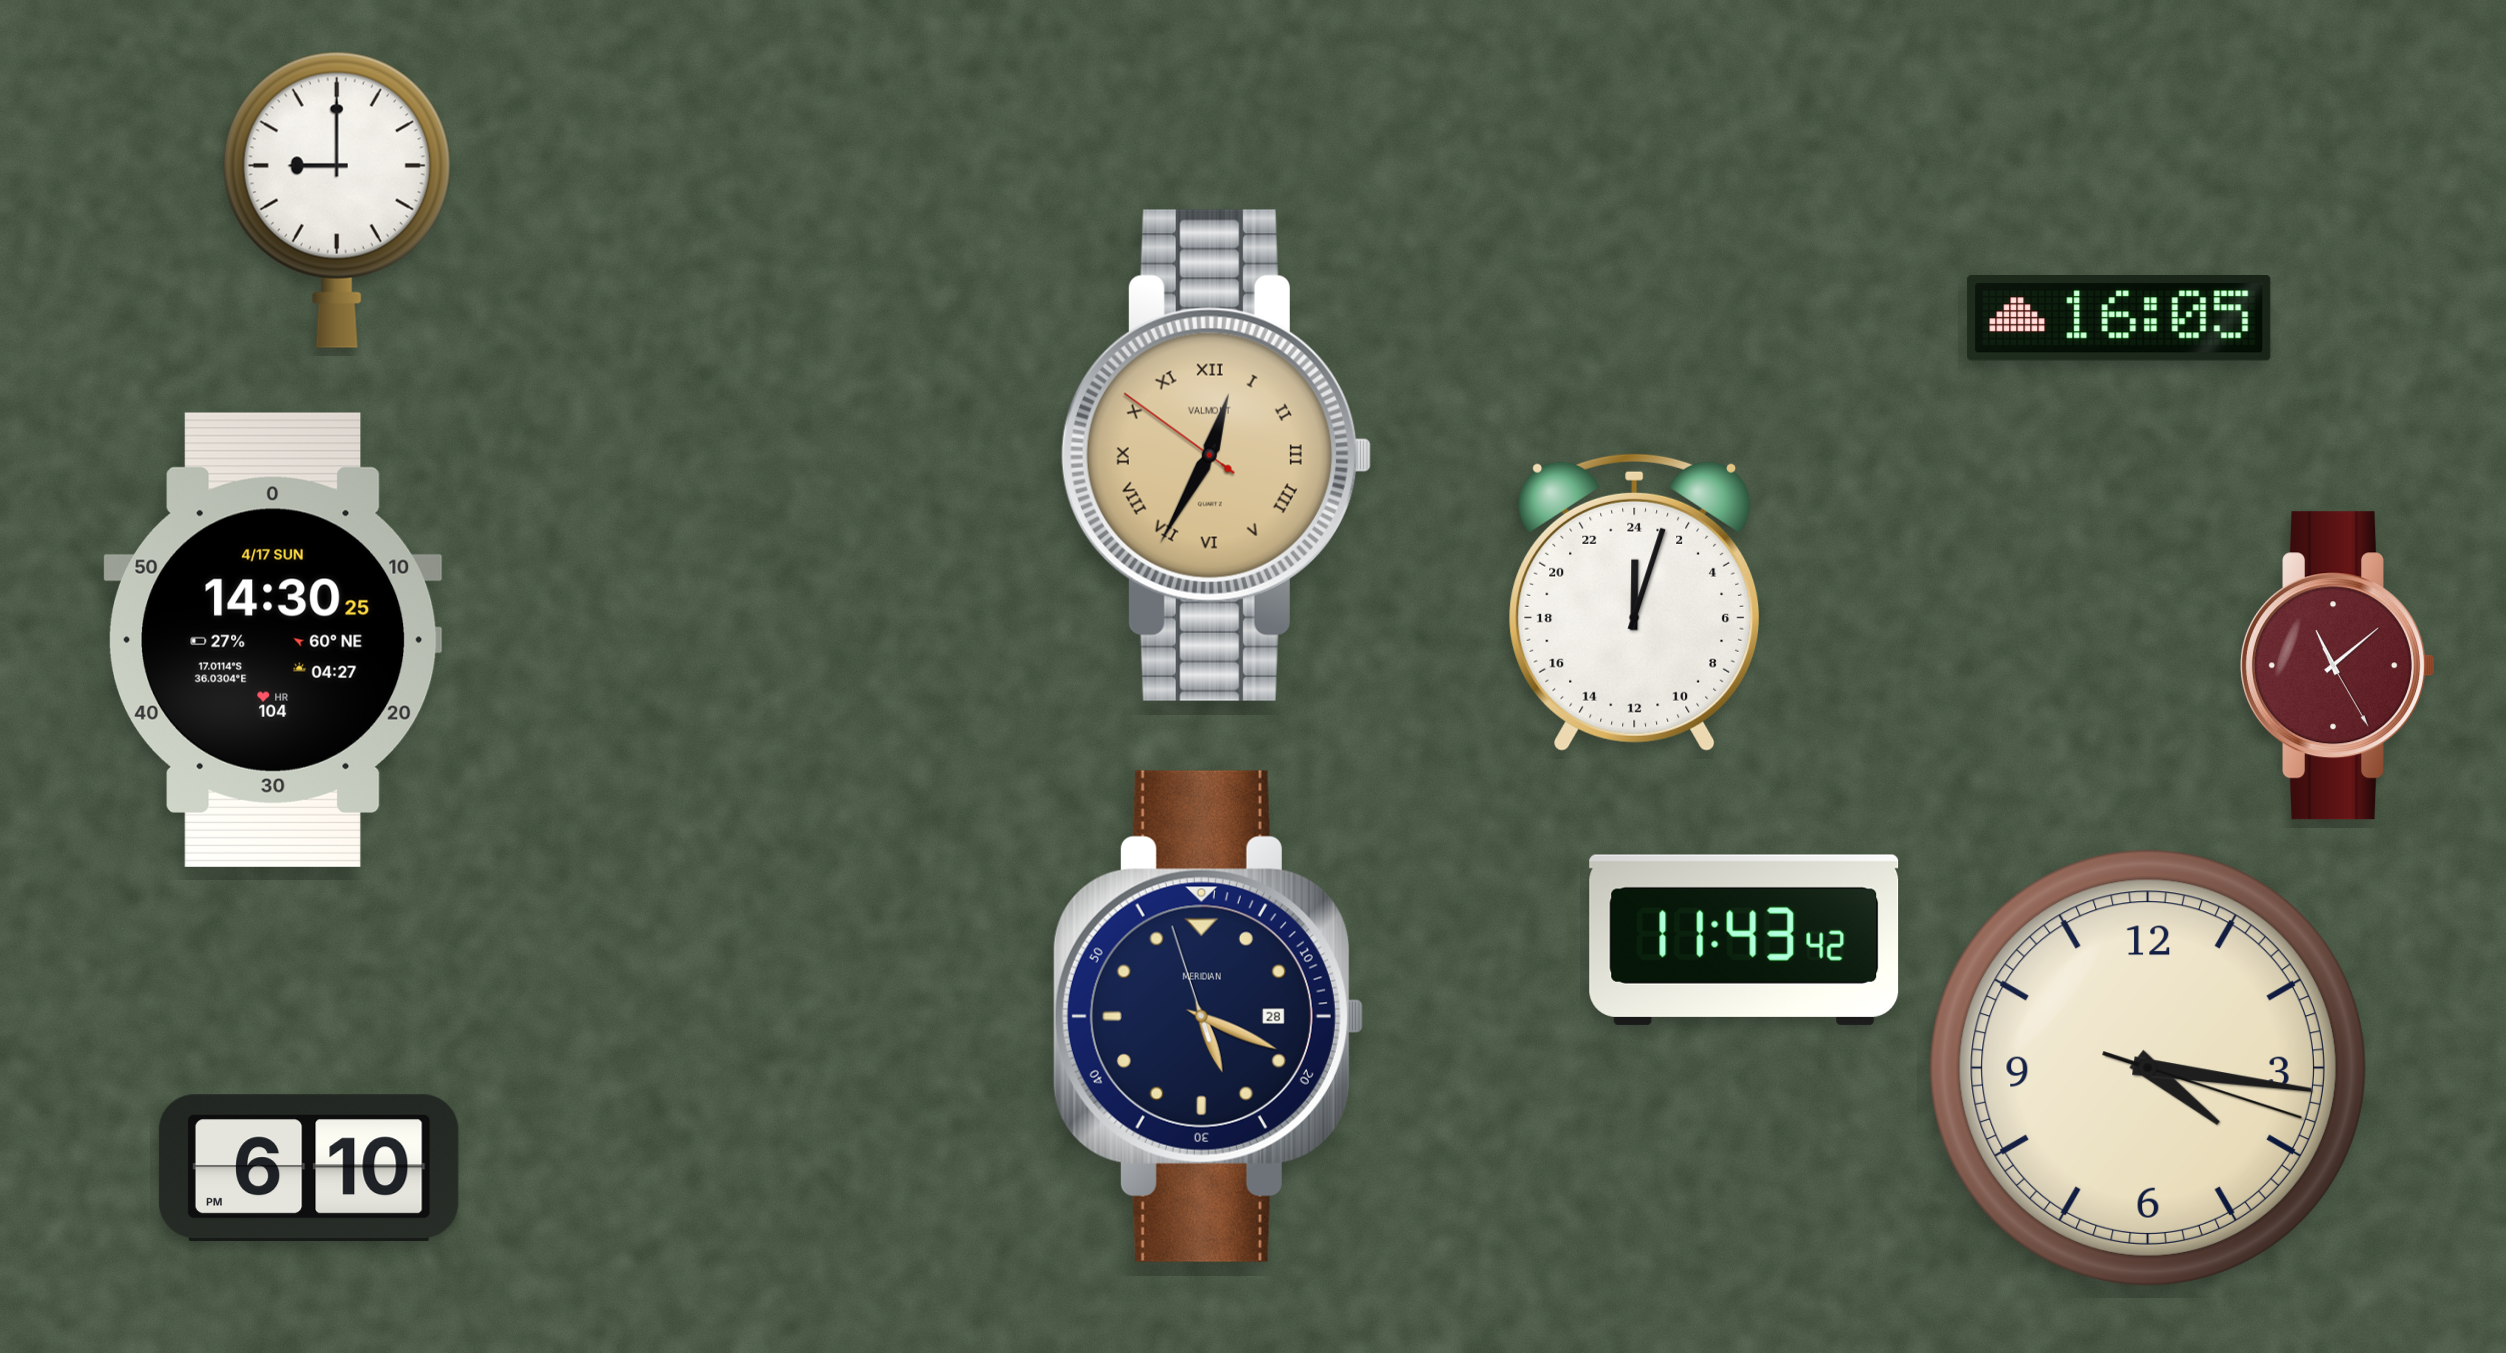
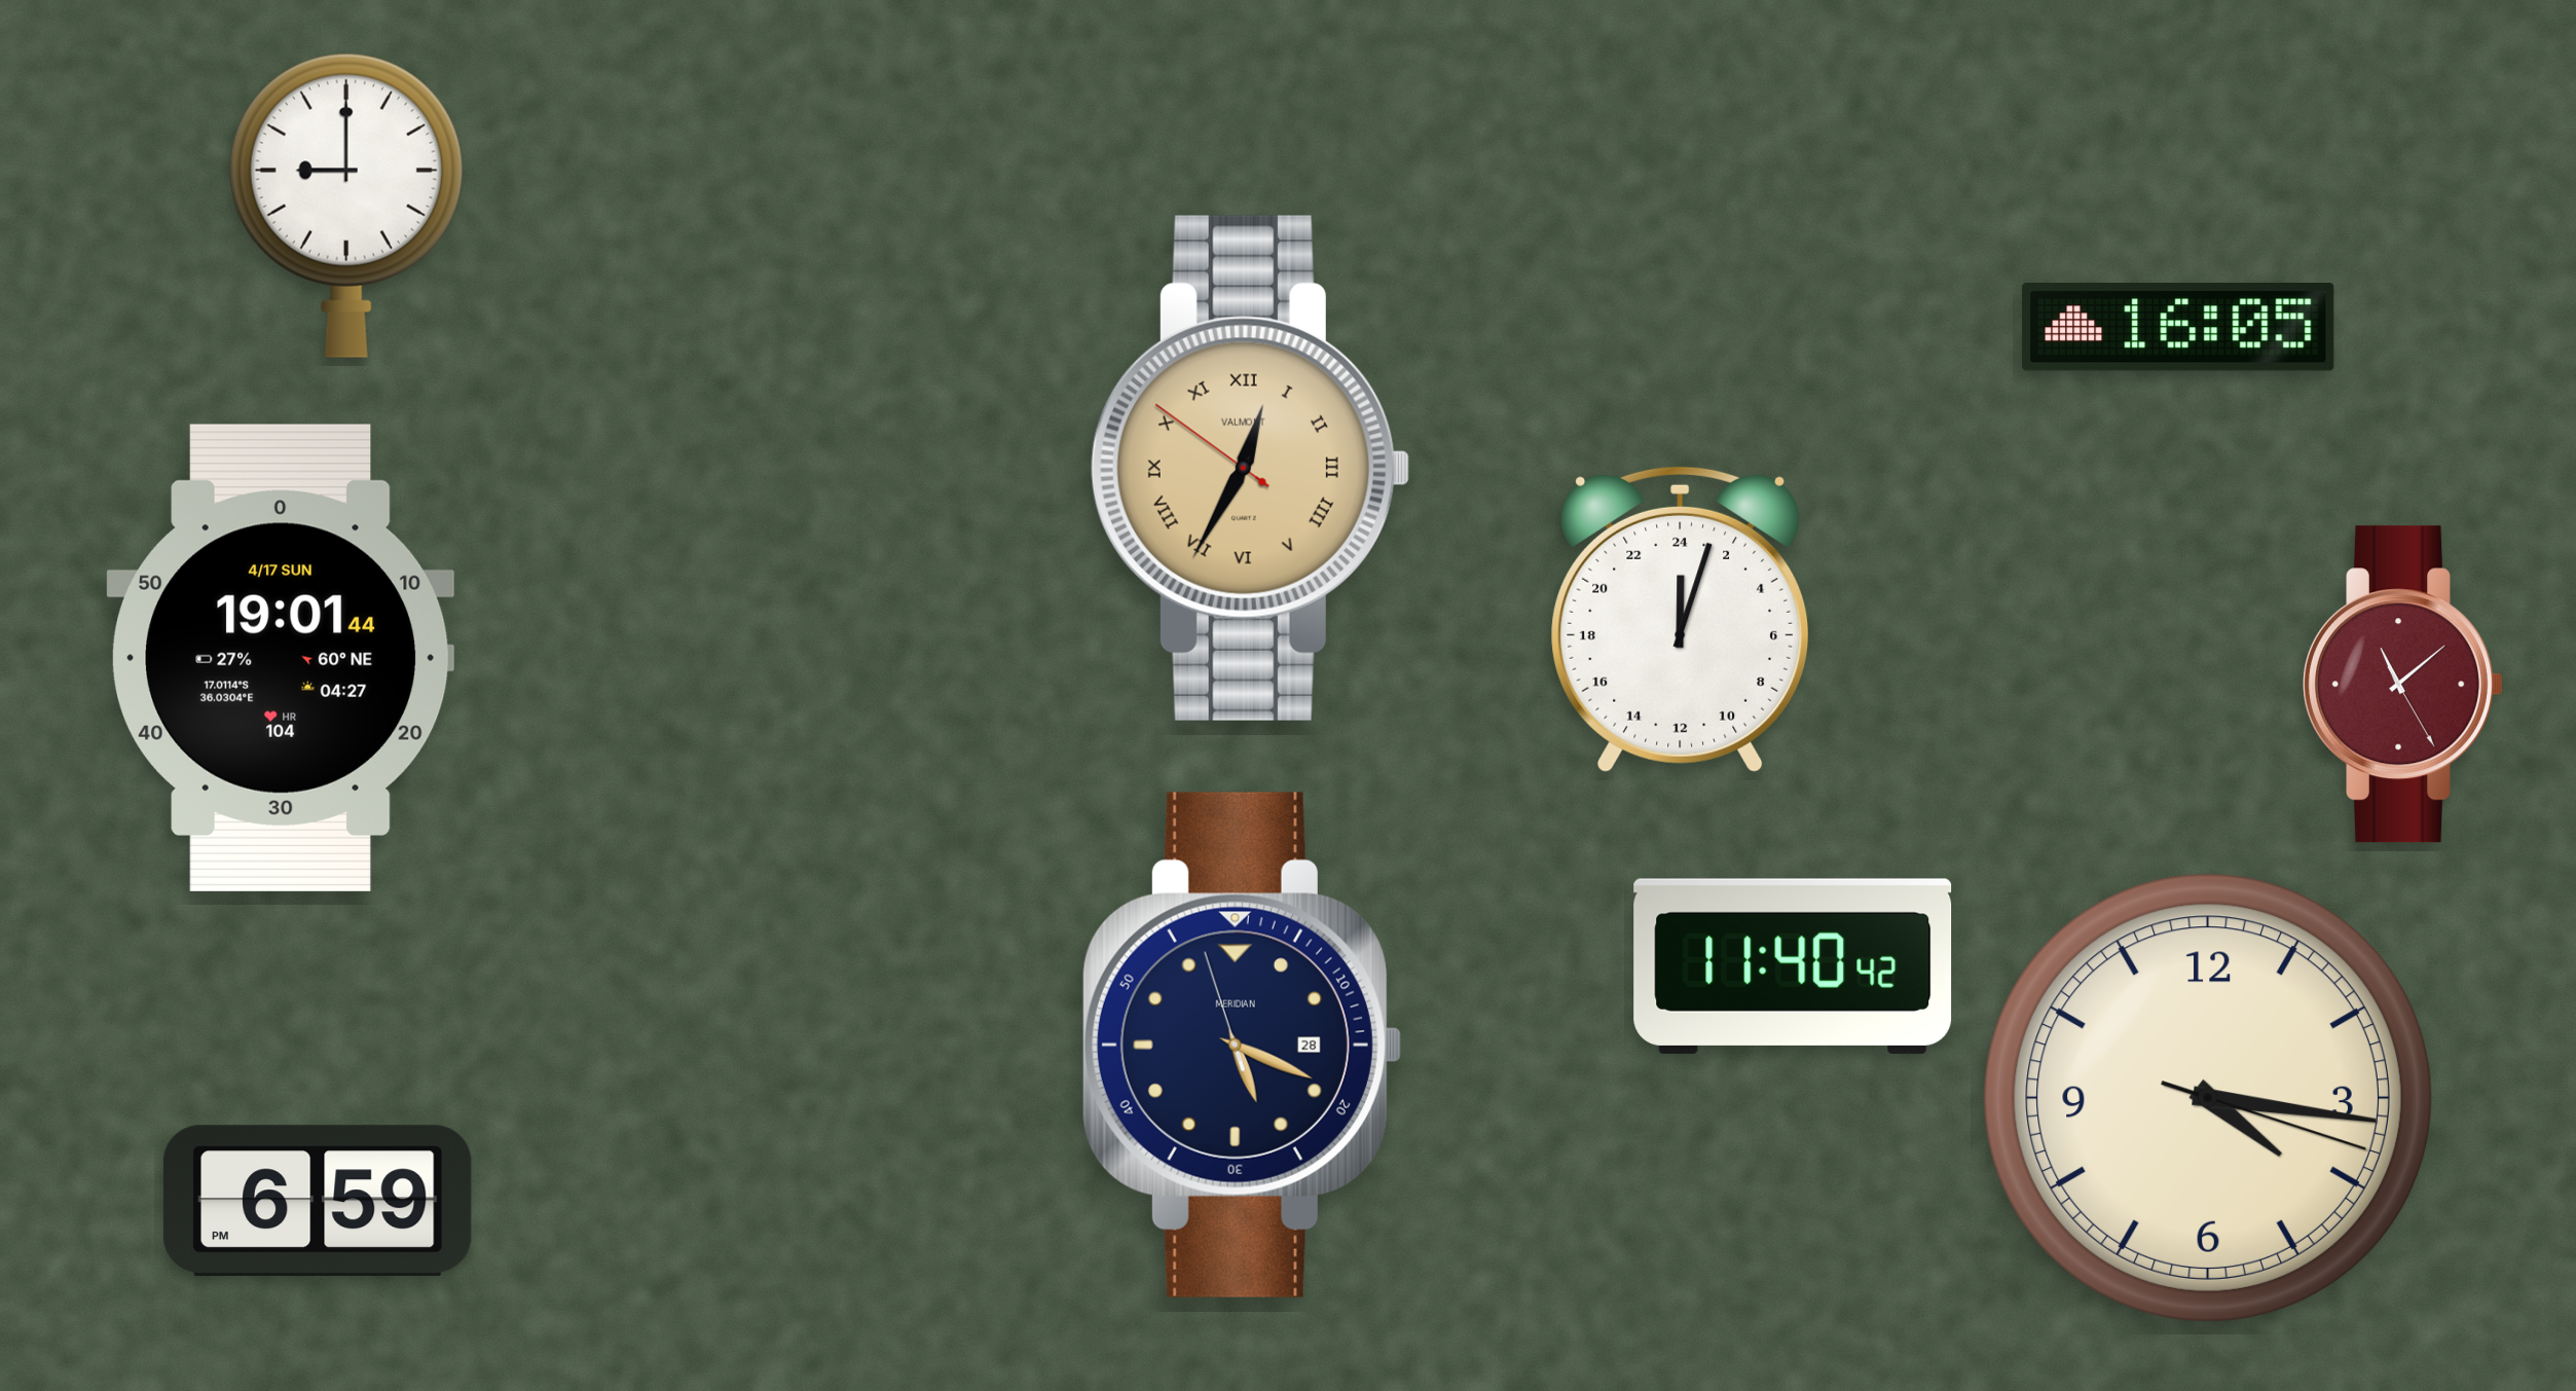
clock at (273, 640): 14:30 -> 19:01
clock at (1744, 940): 11:43 -> 11:40
clock at (309, 1167): 6:10 -> 6:59
